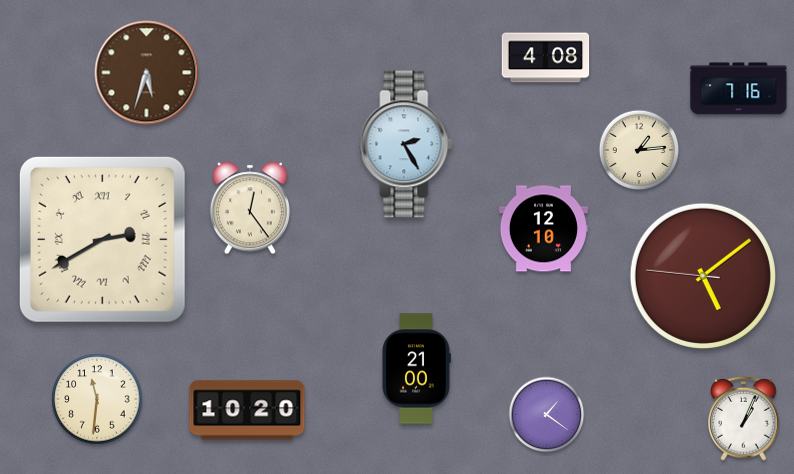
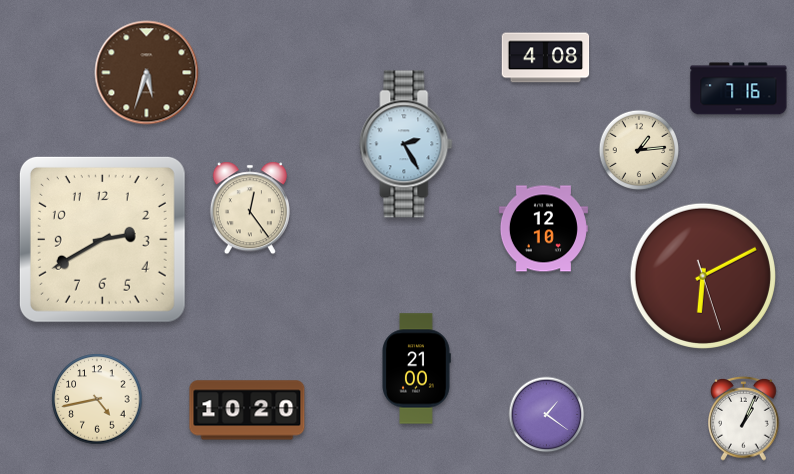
clock at (102, 239) numerals: Roman -> Arabic
clock at (703, 276): 5:08 -> 6:10
clock at (97, 399): 11:31 -> 4:43
